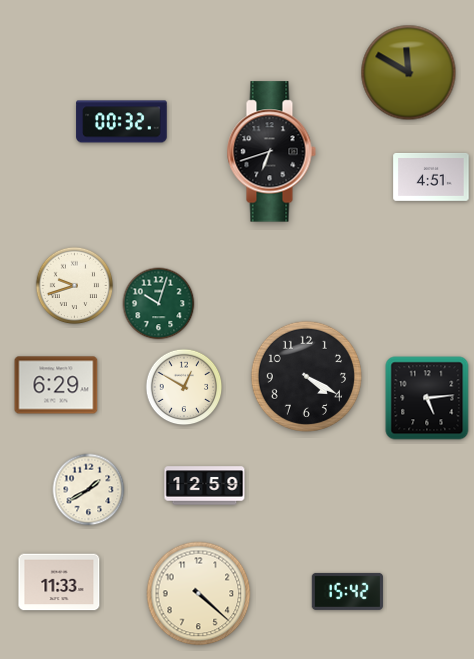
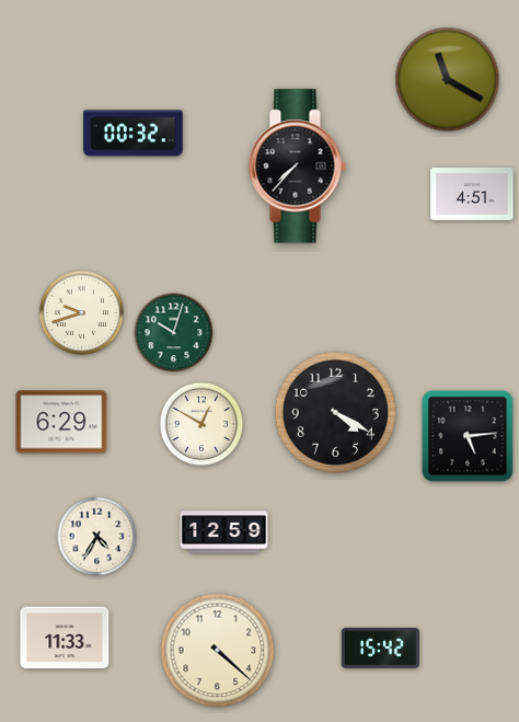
clock at (409, 73): 11:50 -> 11:20
clock at (271, 152): 6:42 -> 7:37
clock at (89, 490): 1:40 -> 4:35
